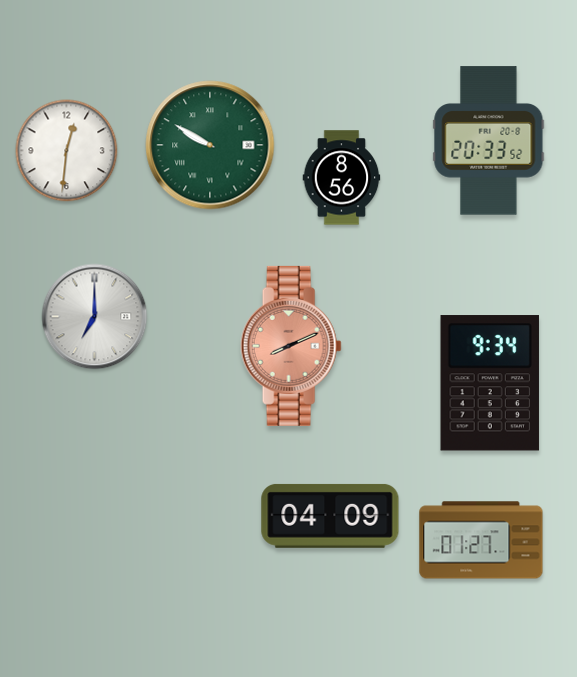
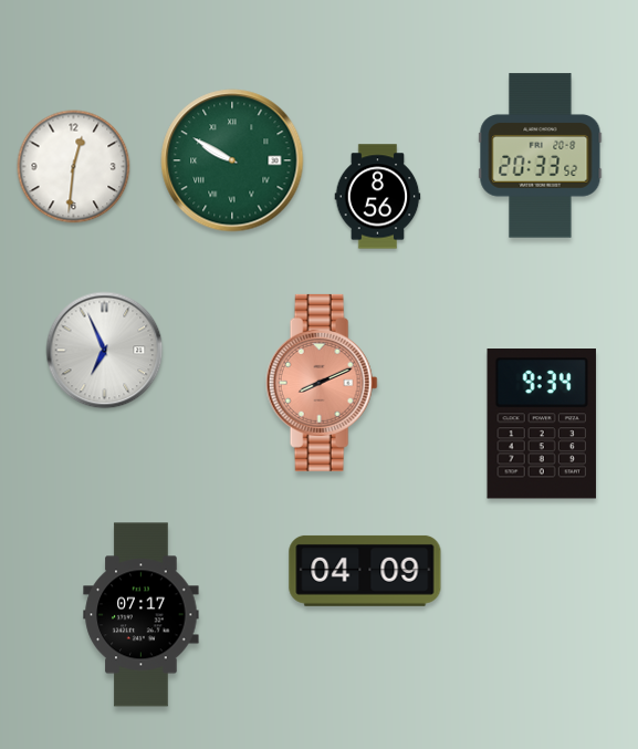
clock at (95, 317): 7:00 -> 6:56
clock at (481, 540): 01:27 -> none
clock at (142, 615): none -> 07:17
